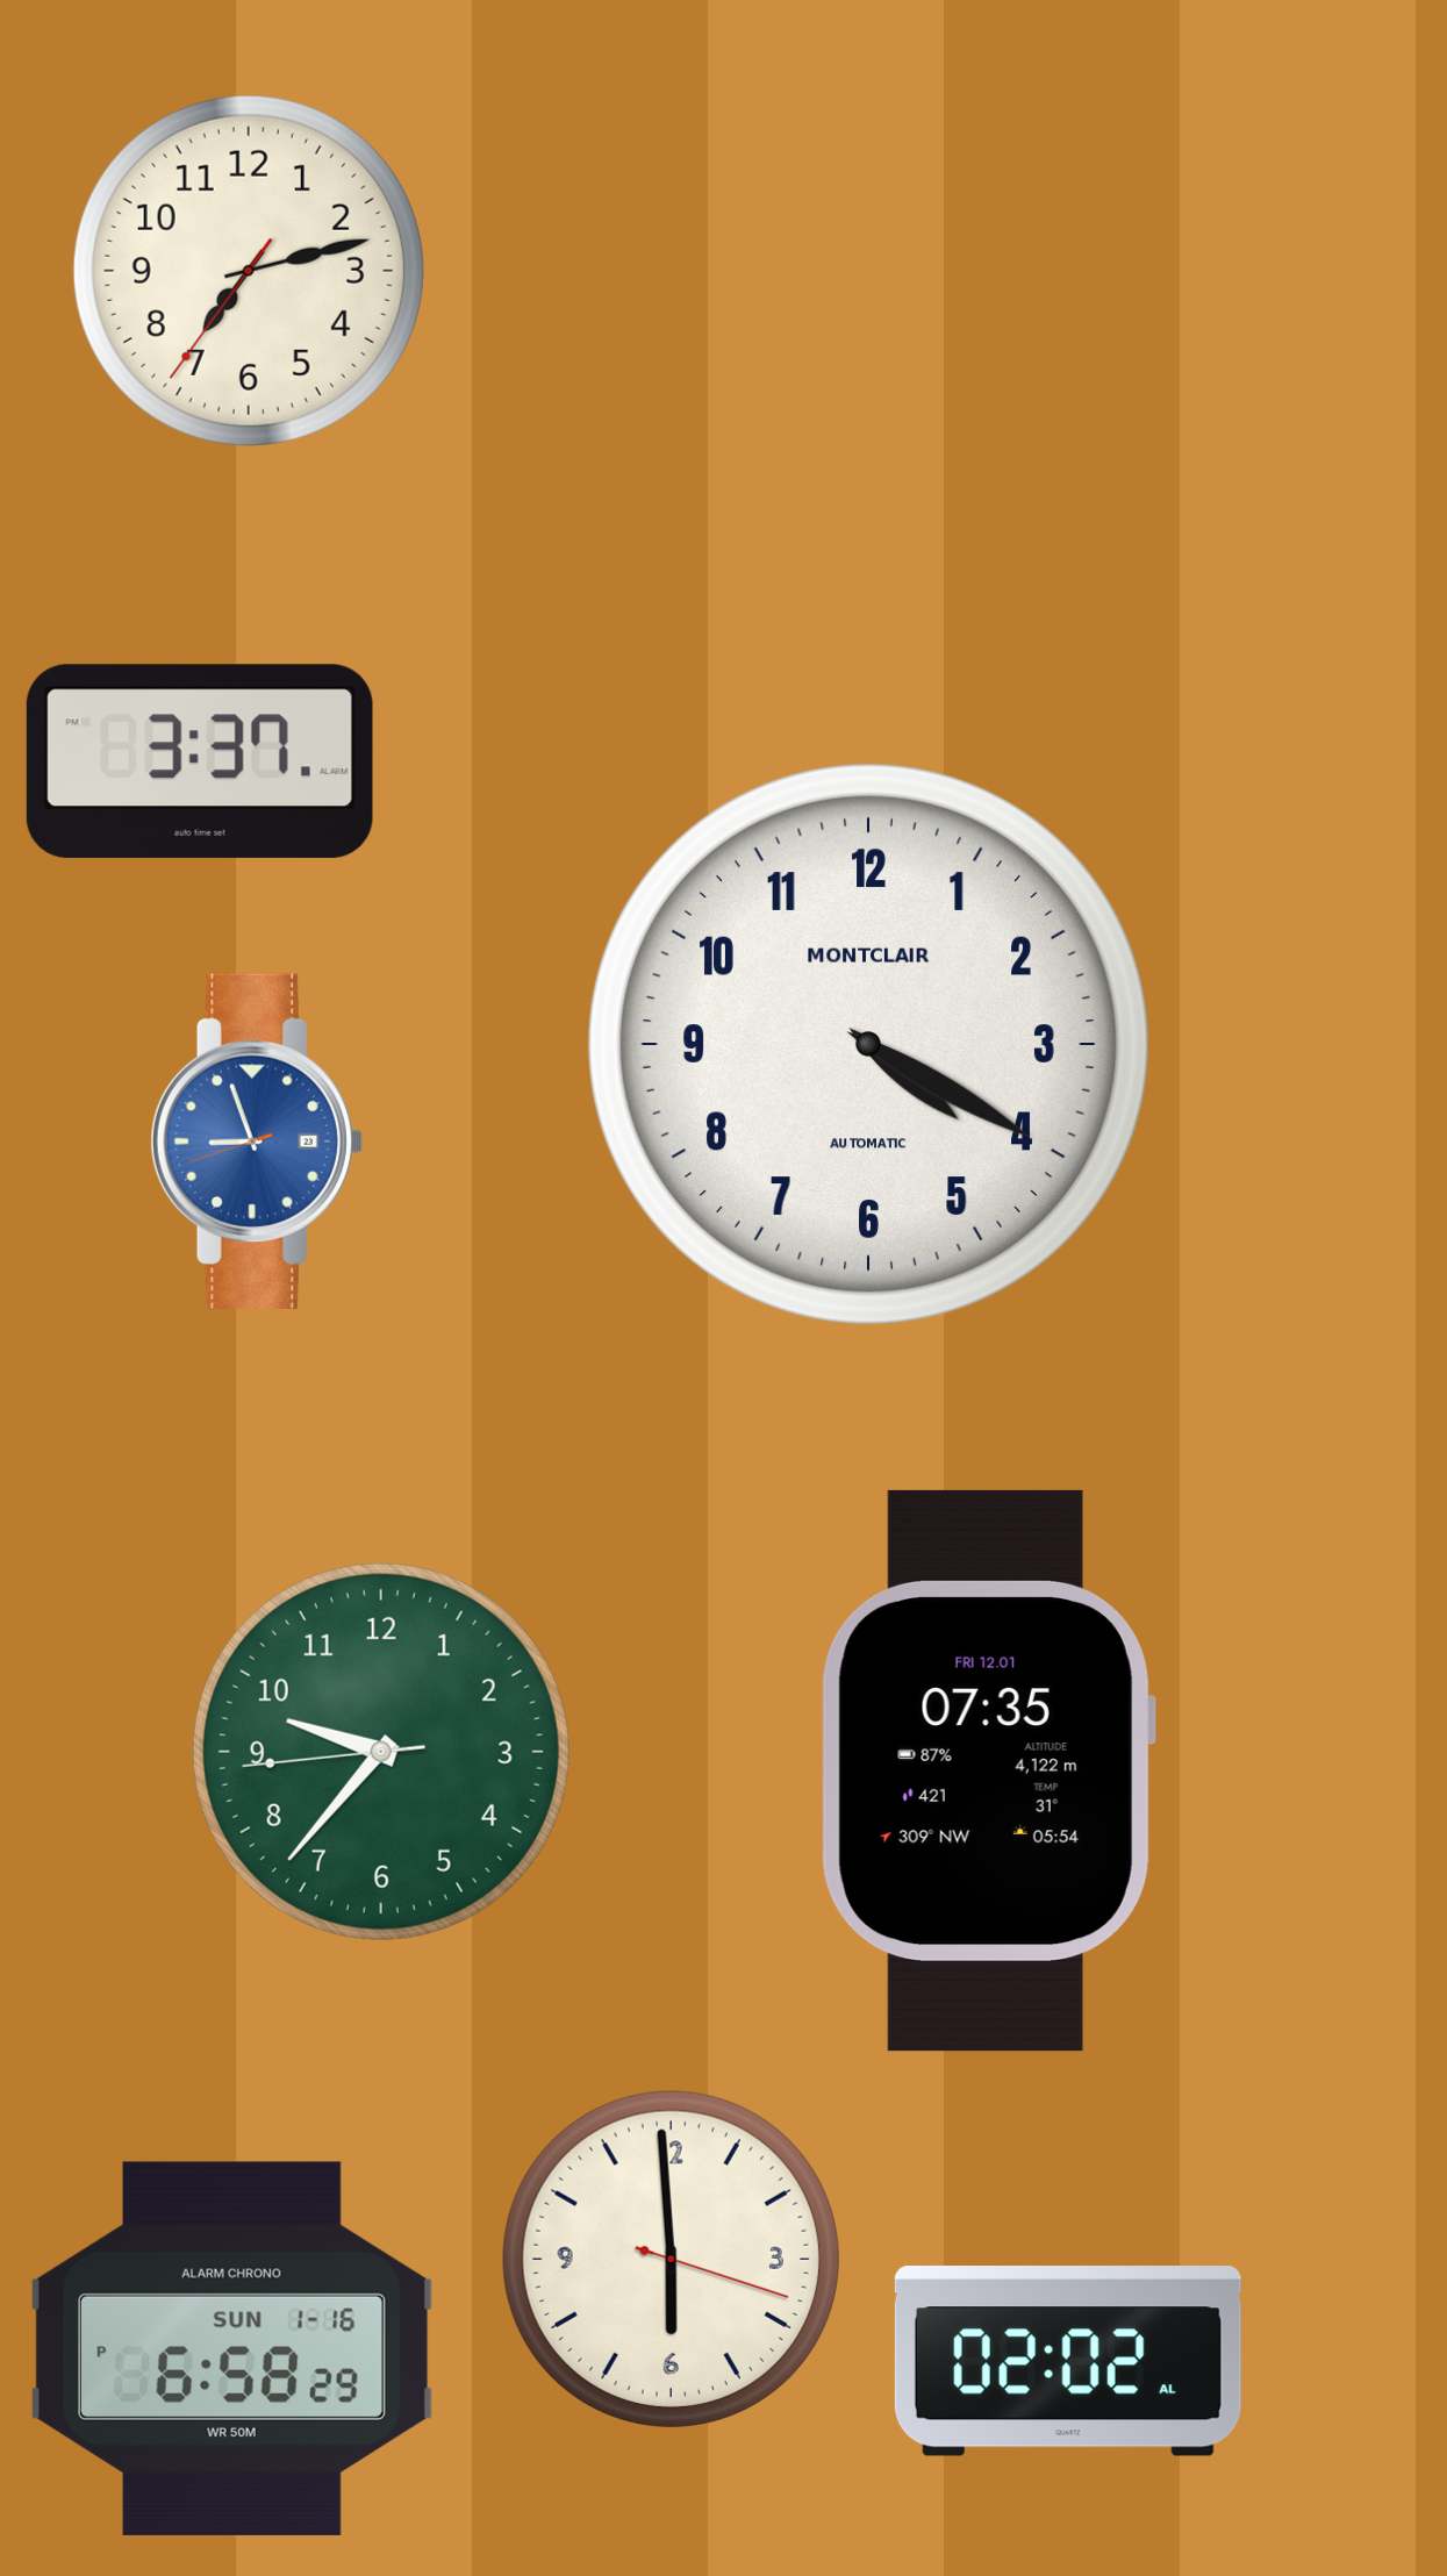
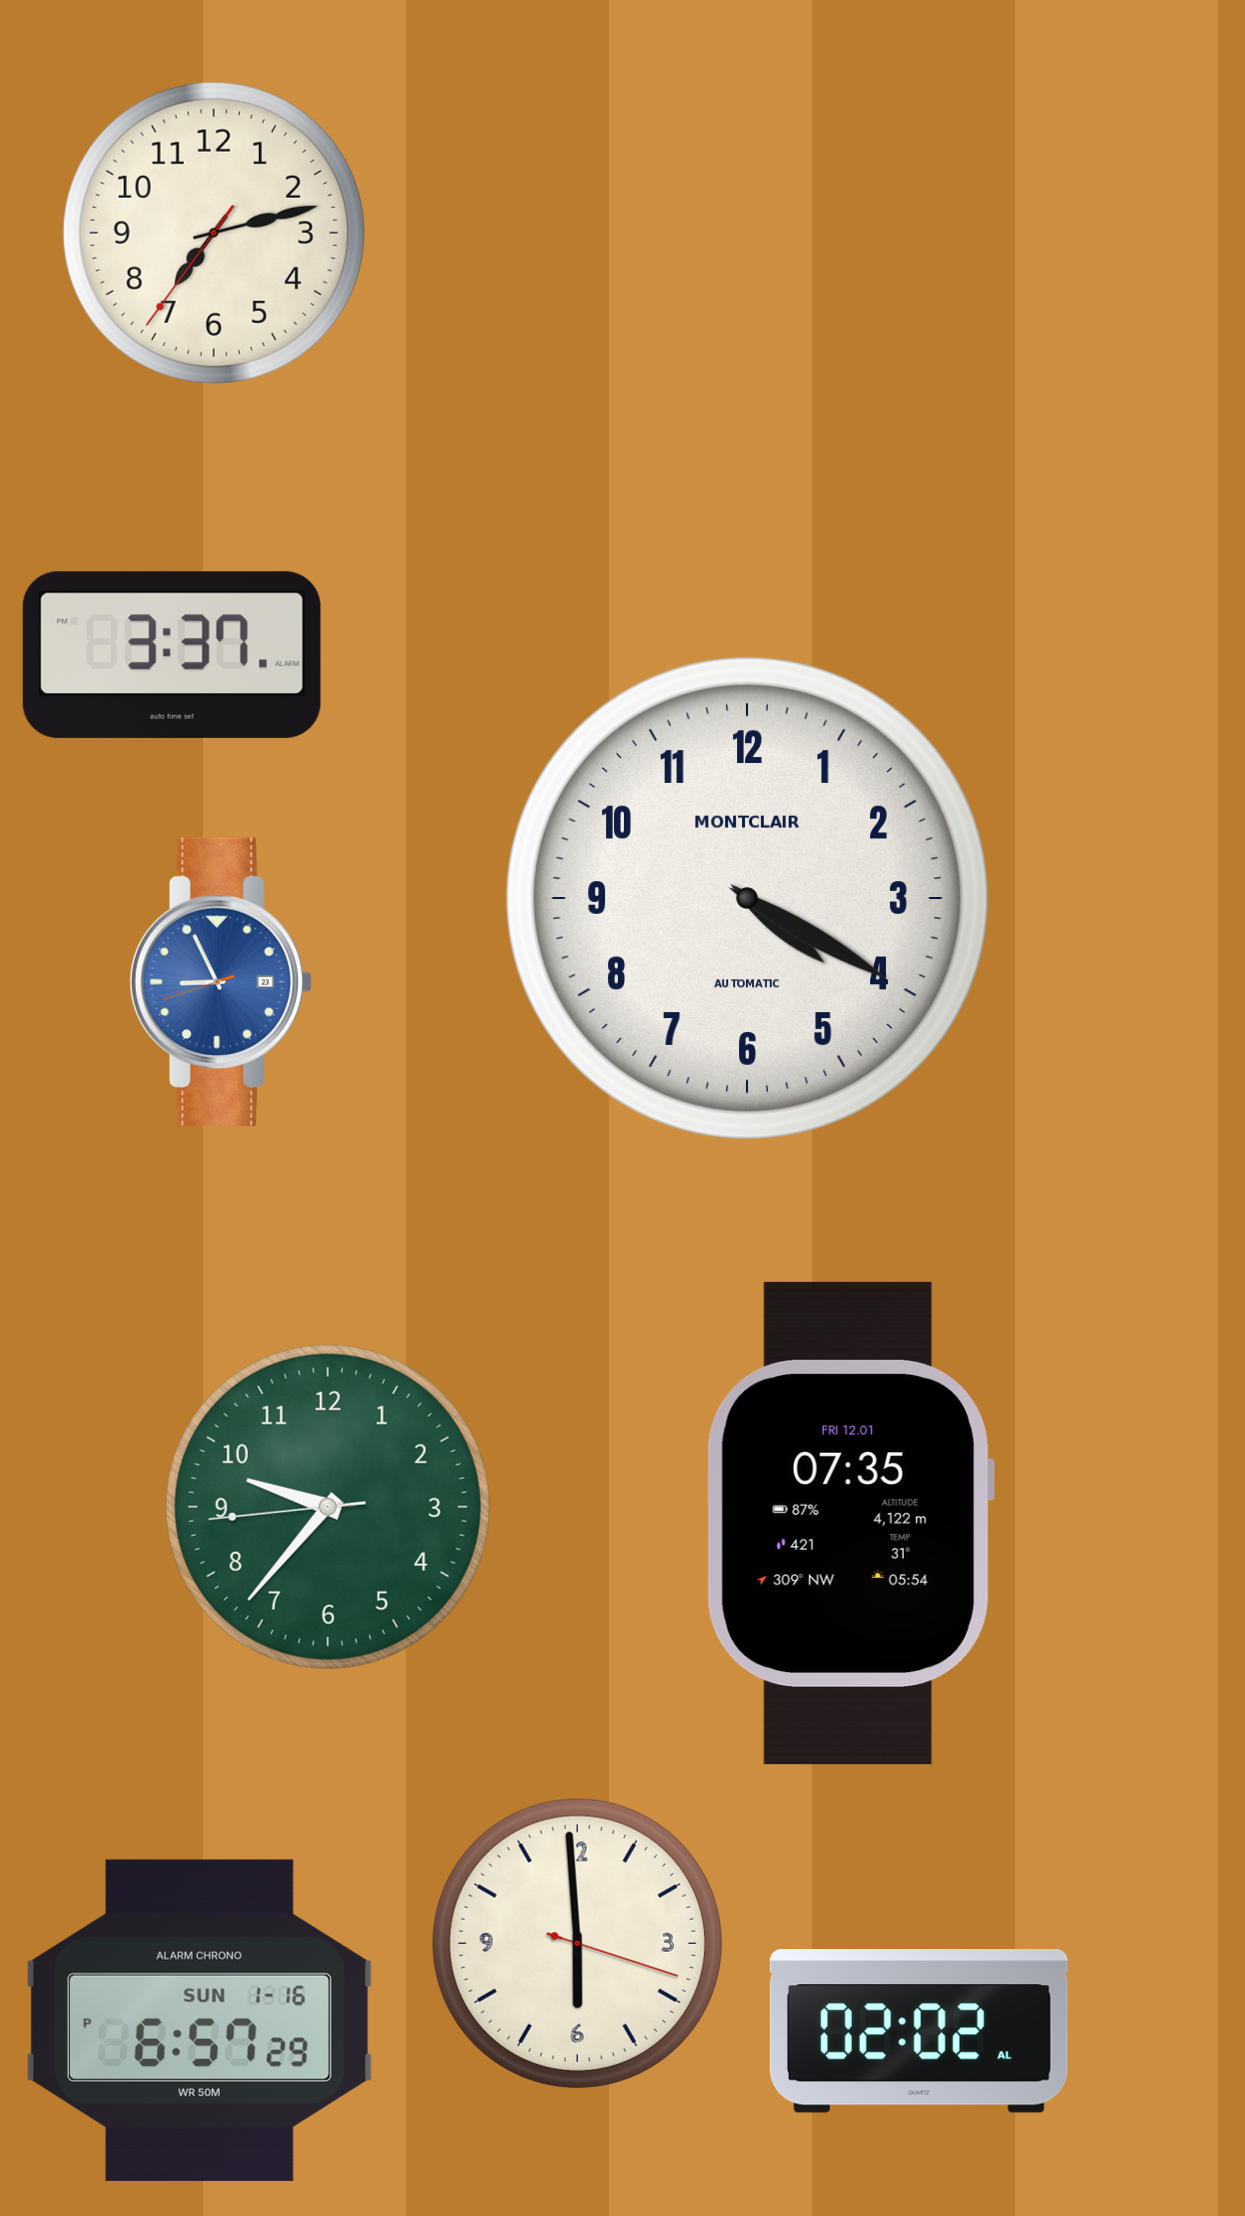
clock at (257, 1142): 8:56 -> 8:55
clock at (231, 2348): 6:58 -> 6:57
